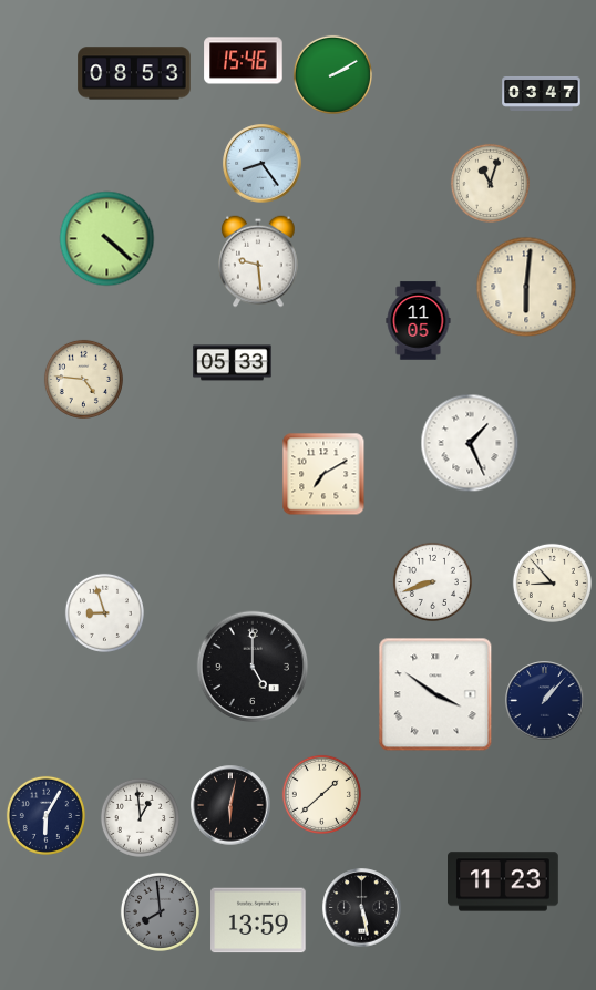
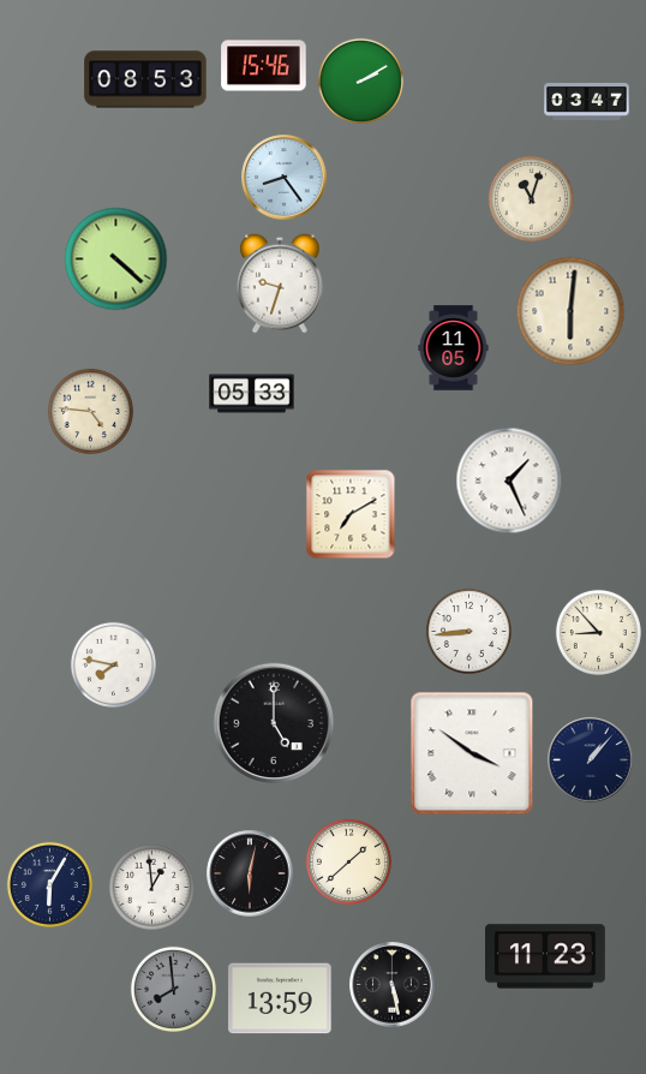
clock at (258, 261): 9:29 -> 9:33
clock at (432, 581): 8:42 -> 8:44
clock at (104, 612): 8:57 -> 7:47
